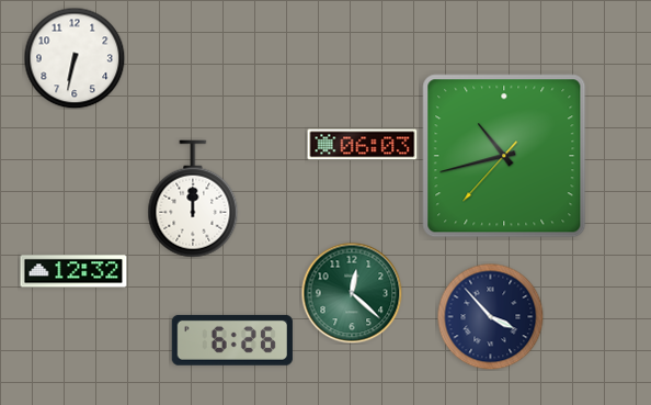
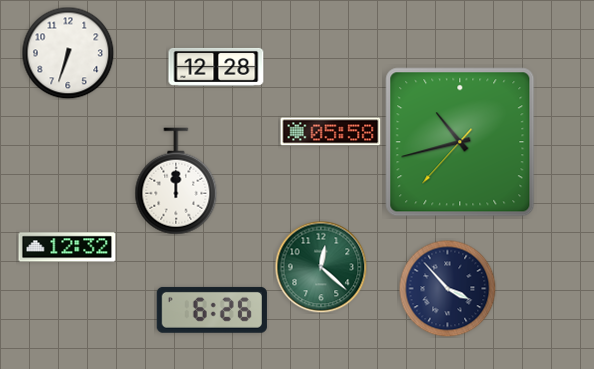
clock at (75, 58): 6:32 -> 6:33
clock at (216, 67): none -> 12:28
clock at (363, 145): 06:03 -> 05:58
